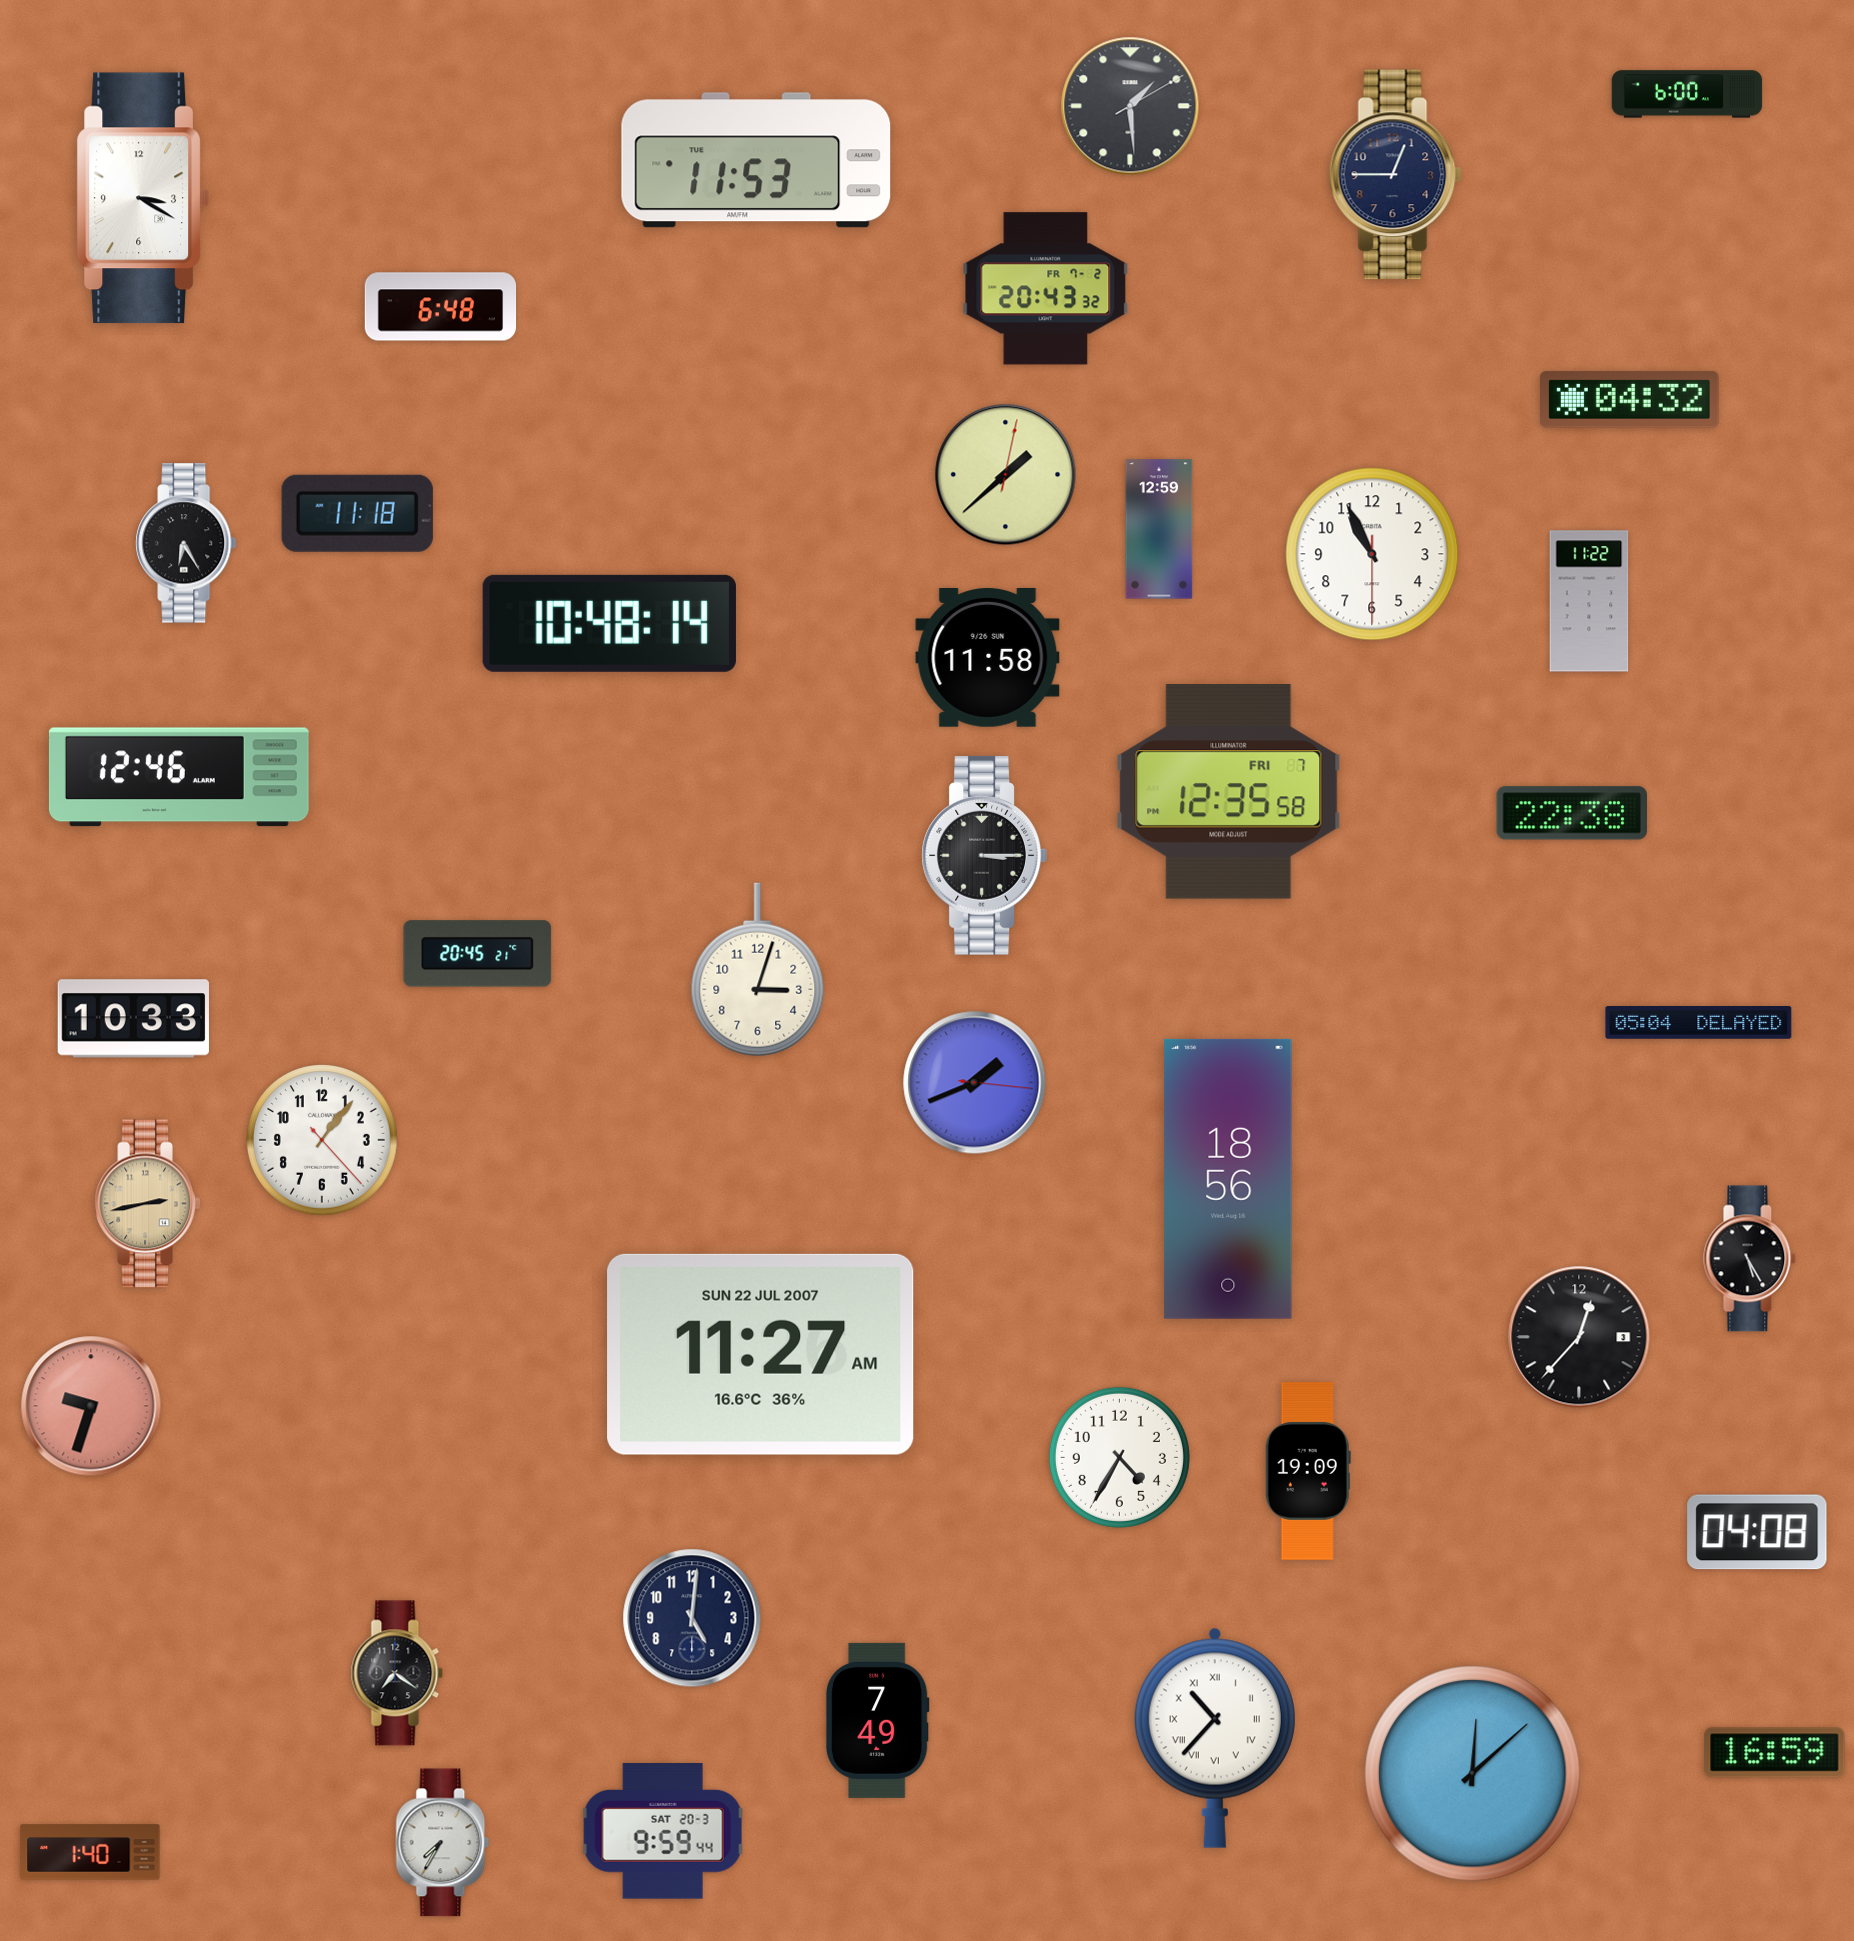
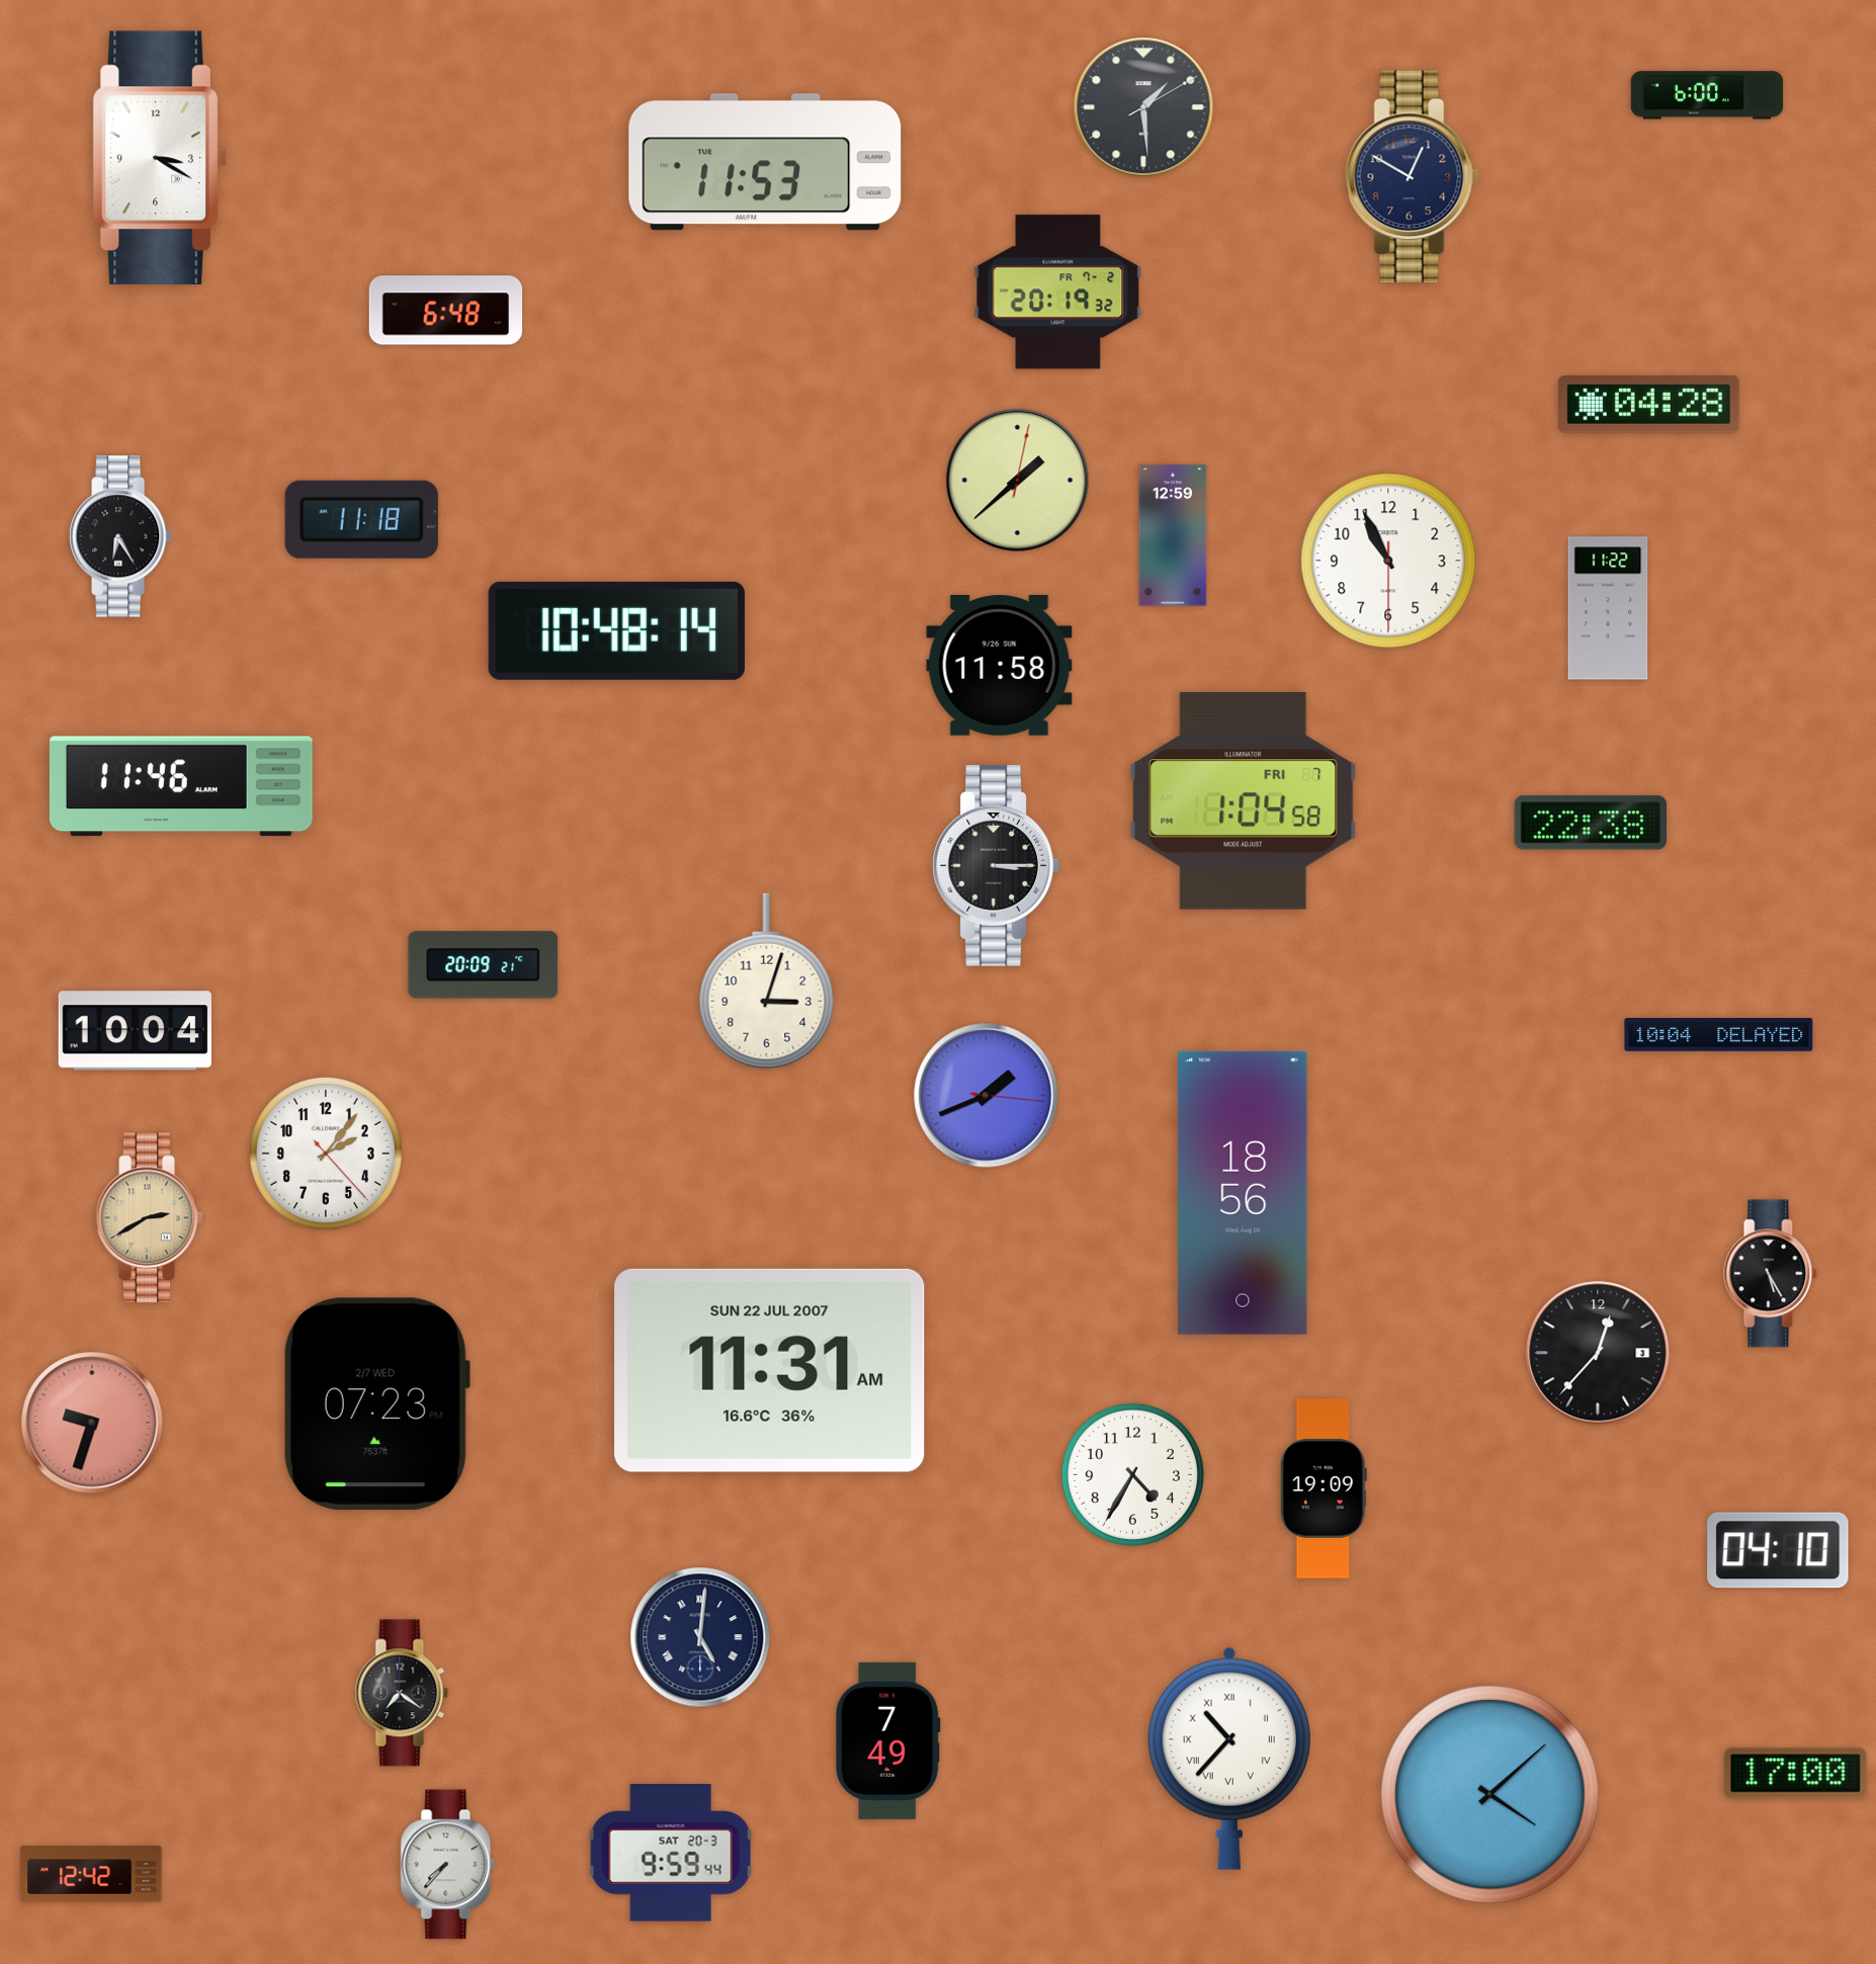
clock at (1395, 175): 12:45 -> 12:50
clock at (143, 198) position: (143, 198) -> (160, 158)
clock at (1046, 289): 20:43 -> 20:19
clock at (1630, 400): 04:32 -> 04:28
clock at (186, 543) position: (186, 543) -> (120, 536)
clock at (179, 777): 12:46 -> 11:46
clock at (1229, 792): 12:35 -> 1:04
clock at (478, 954): 20:45 -> 20:09
clock at (133, 1019): 10:33 -> 10:04
clock at (1699, 1023): 05:04 -> 10:04
clock at (322, 1140): 1:06 -> 2:06
clock at (148, 1204): 2:43 -> 2:40
clock at (761, 1354): 11:27 -> 11:31
clock at (376, 1403): none -> 07:23
clock at (1757, 1532): 04:08 -> 04:10
clock at (692, 1618) numerals: Arabic -> Roman
clock at (1775, 1753): 16:59 -> 17:00
clock at (1473, 1774): 12:08 -> 4:08
clock at (443, 1843): 7:35 -> 7:37
clock at (90, 1852): 1:40 -> 12:42
